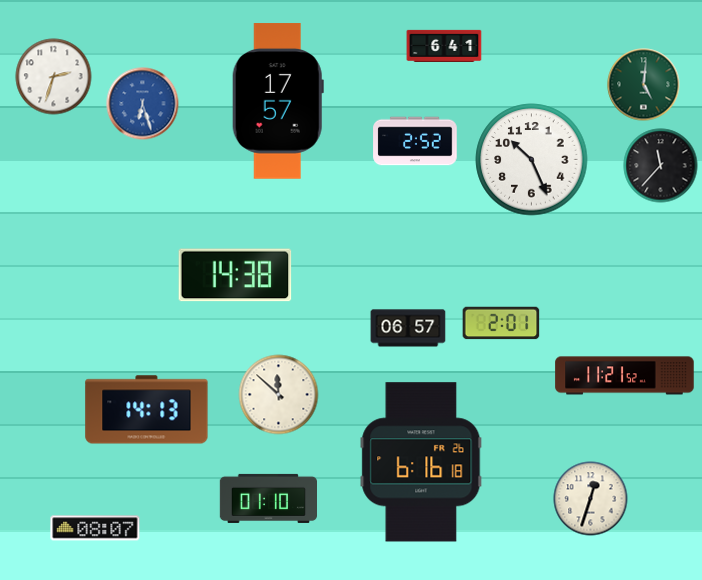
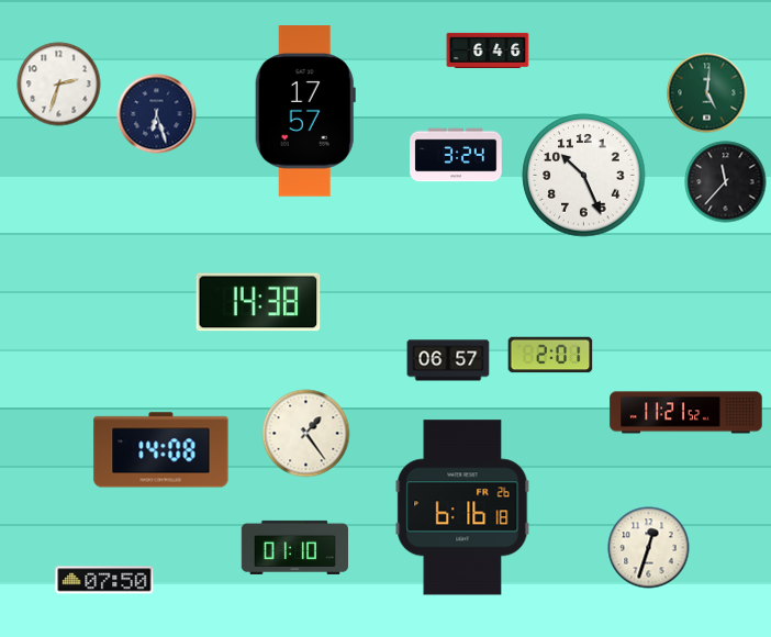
clock at (444, 45): 6:41 -> 6:46
clock at (143, 104) dial: blue -> navy
clock at (415, 141): 2:52 -> 3:24
clock at (279, 395): 11:52 -> 1:24
clock at (147, 410): 14:13 -> 14:08
clock at (95, 528): 08:07 -> 07:50
